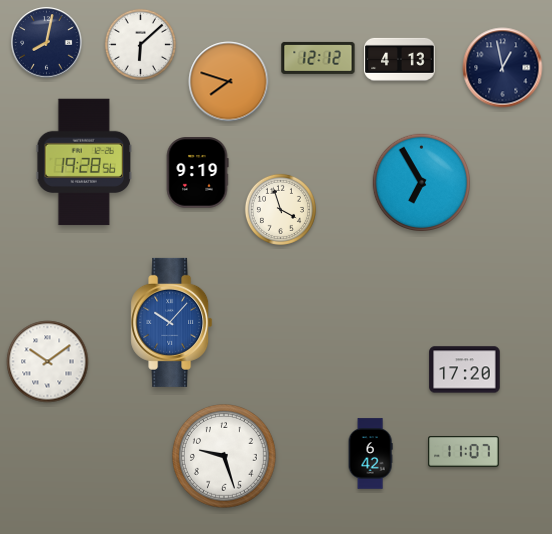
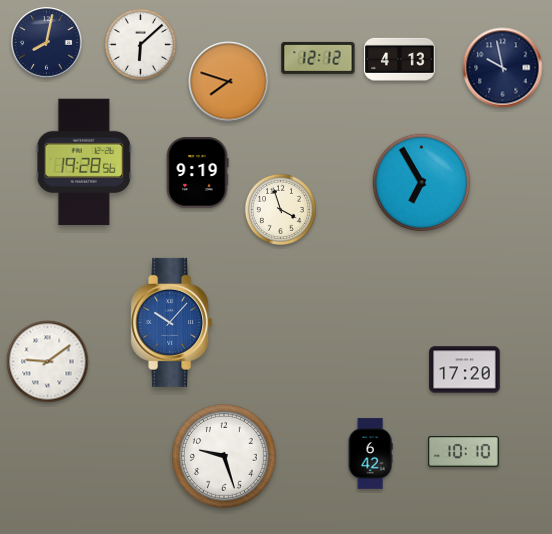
clock at (503, 68): 12:58 -> 9:58
clock at (48, 362): 10:09 -> 9:09
clock at (464, 452): 11:07 -> 10:10
